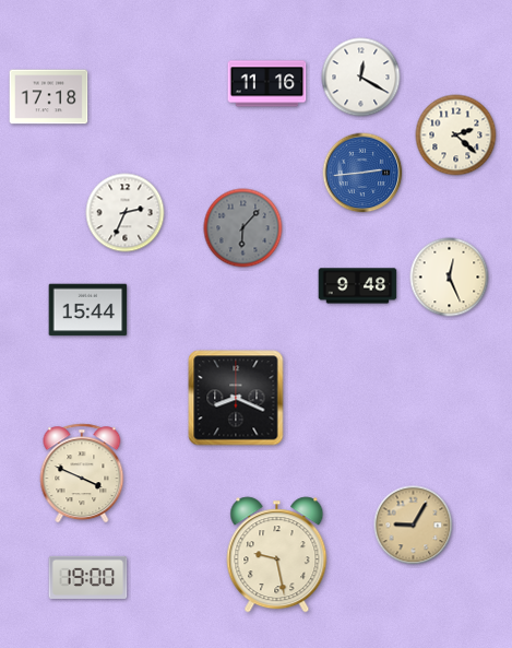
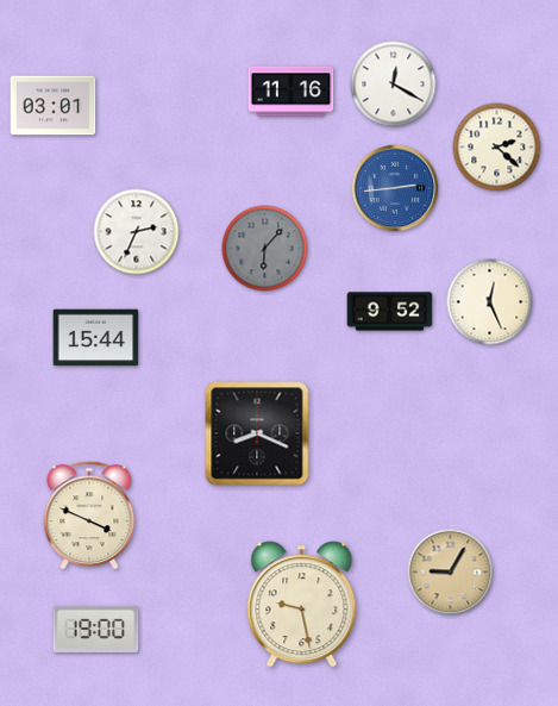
clock at (49, 97): 17:18 -> 03:01
clock at (358, 286): 9:48 -> 9:52
